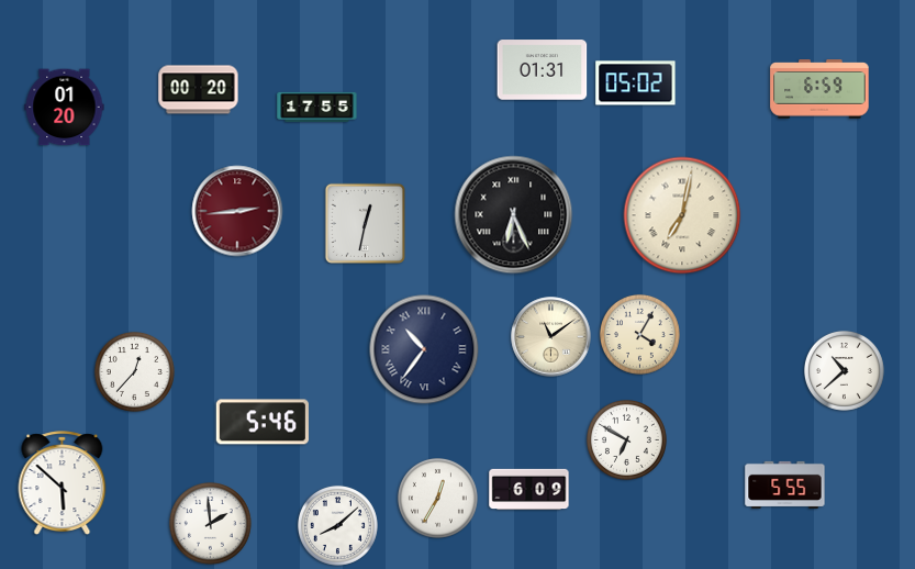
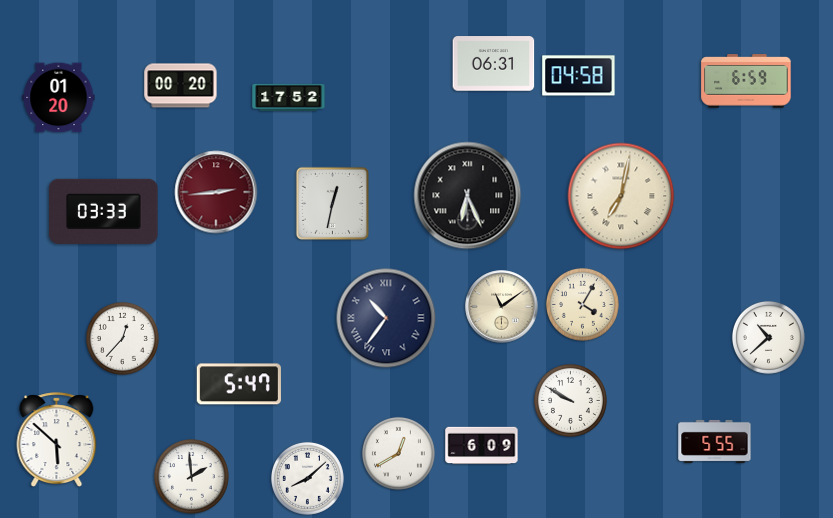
clock at (543, 70): 01:31 -> 06:31
clock at (636, 83): 05:02 -> 04:58
clock at (199, 90) position: (199, 90) -> (181, 86)
clock at (317, 107): 17:55 -> 17:52
clock at (104, 211): none -> 03:33
clock at (263, 422): 5:46 -> 5:47
clock at (626, 439): 6:50 -> 9:50
clock at (437, 498): 12:35 -> 12:40
